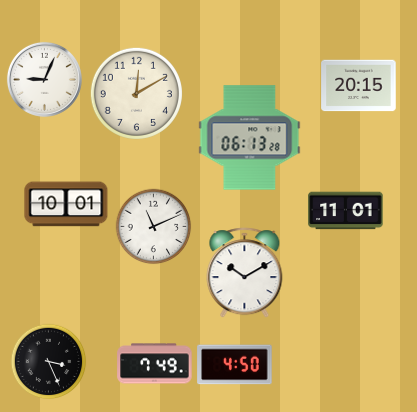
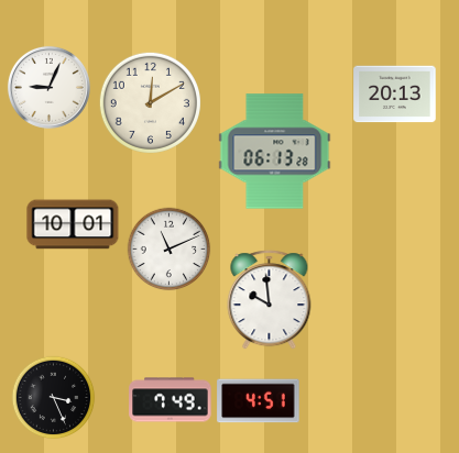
clock at (359, 86): 20:15 -> 20:13
clock at (346, 211): 11:01 -> none
clock at (245, 273): 10:10 -> 9:59
clock at (235, 365): 4:50 -> 4:51
